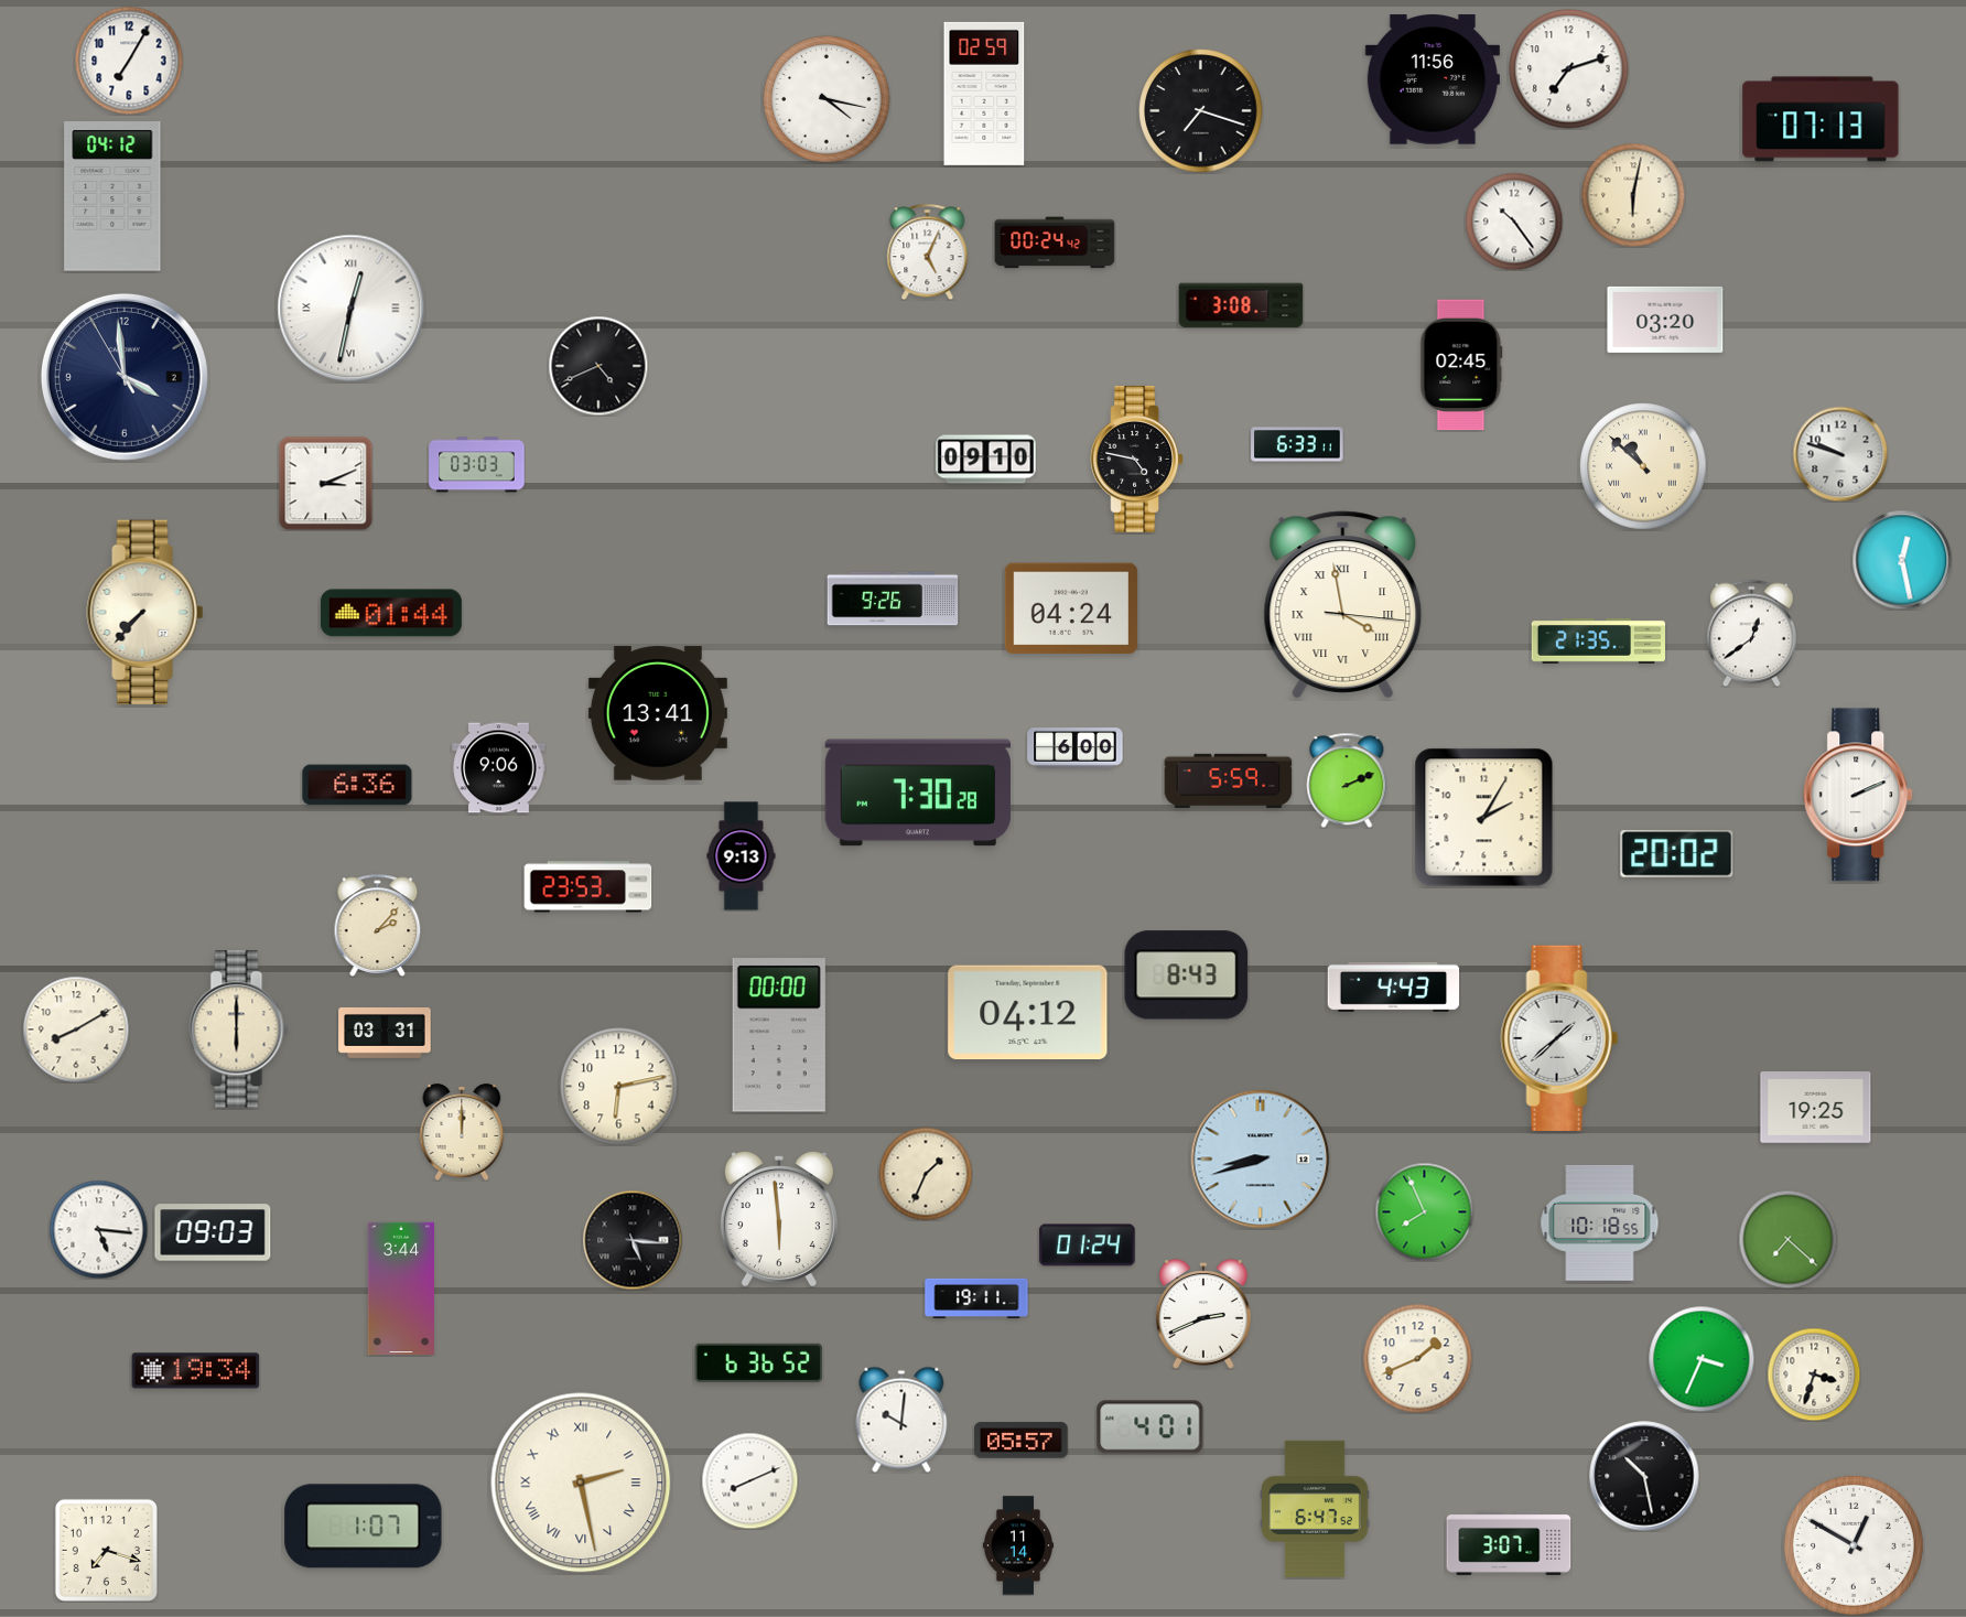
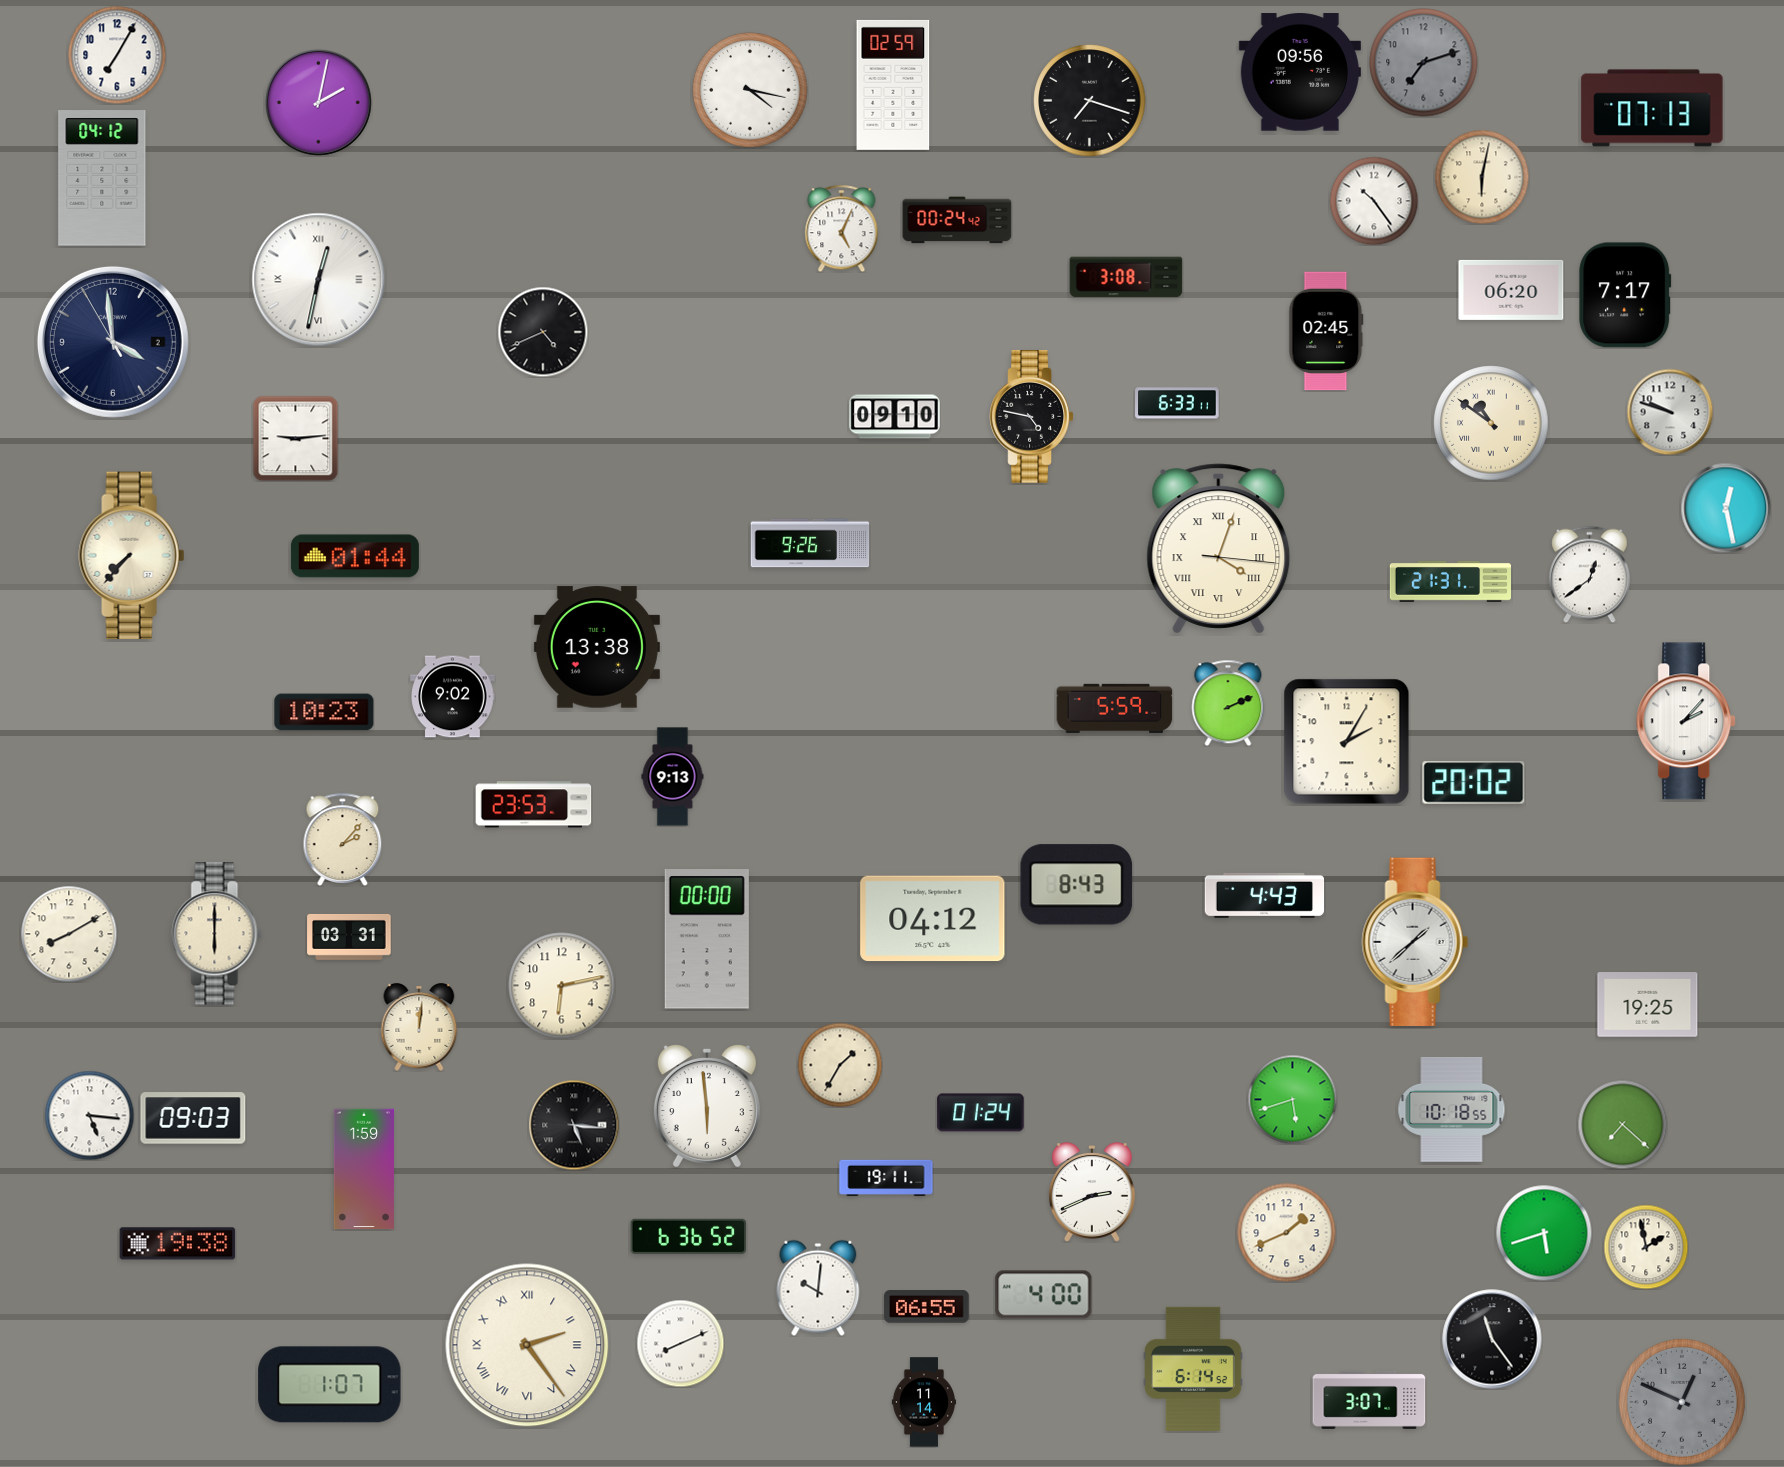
clock at (1569, 69) dial: white -> grey
clock at (1433, 79): 11:56 -> 09:56
clock at (319, 103): none -> 2:02
clock at (1665, 320): 03:20 -> 06:20
clock at (1625, 295): none -> 7:17
clock at (477, 465): 03:03 -> none
clock at (1643, 466): 10:52 -> 10:51
clock at (325, 483): 3:11 -> 9:14
clock at (1343, 605): 3:58 -> 4:03
clock at (1071, 608): 04:24 -> none
clock at (1599, 642): 21:35 -> 21:31
clock at (658, 713): 13:41 -> 13:38
clock at (1076, 748): 6:00 -> none
clock at (499, 768): 9:06 -> 9:02
clock at (1347, 780) position: (1347, 780) -> (1228, 703)
clock at (357, 785): 6:36 -> 10:23
clock at (918, 793): 7:30 -> none
clock at (1859, 795): 2:11 -> 2:07
clock at (1677, 854) position: (1677, 854) -> (1474, 783)
clock at (462, 1132): 12:00 -> 12:01
clock at (1261, 1160): 8:42 -> none
clock at (926, 1174): 1:34 -> 1:35
clock at (1424, 1211): 7:56 -> 5:42
clock at (1088, 1246) position: (1088, 1246) -> (981, 1113)
clock at (401, 1289): 3:44 -> 1:59
clock at (1702, 1359): 3:34 -> 5:42
clock at (196, 1371): 19:34 -> 19:38
clock at (1814, 1375): 3:33 -> 1:58
clock at (1151, 1427): 4:01 -> 4:00
clock at (1022, 1441): 05:57 -> 06:55
clock at (1644, 1476): 10:28 -> 11:24
clock at (581, 1483): 2:28 -> 2:24
clock at (1316, 1509): 6:47 -> 6:14
clock at (1854, 1545): 12:50 -> 12:49
clock at (1854, 1545) dial: white -> grey
clock at (106, 1550): 7:18 -> none
